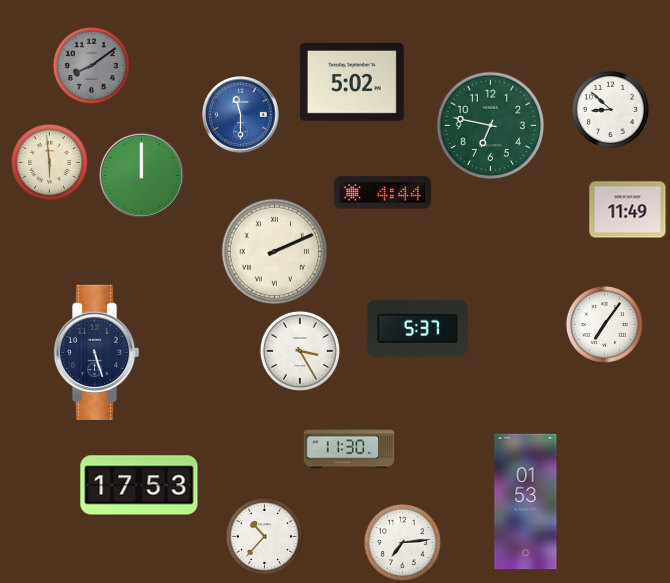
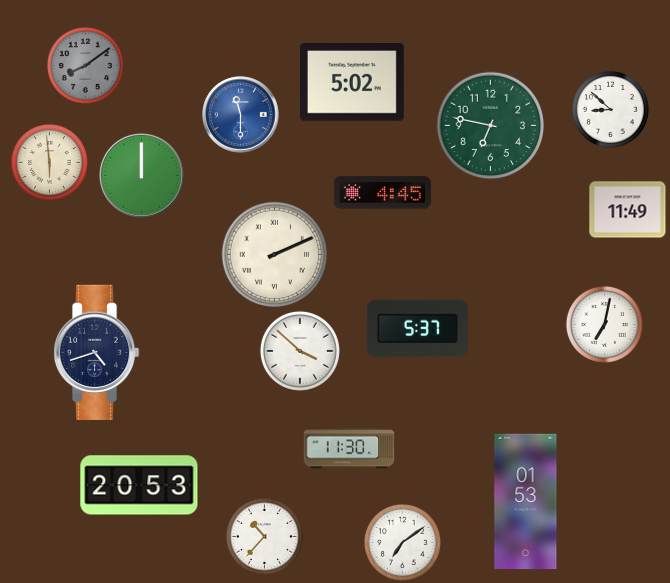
clock at (91, 65) position: (91, 65) -> (85, 65)
clock at (382, 193): 4:44 -> 4:45
clock at (275, 252) position: (275, 252) -> (275, 255)
clock at (604, 324): 7:06 -> 7:02
clock at (300, 351): 3:25 -> 3:52
clock at (96, 352): 5:27 -> 4:42
clock at (139, 485): 17:53 -> 20:53
clock at (402, 542): 7:14 -> 7:09
